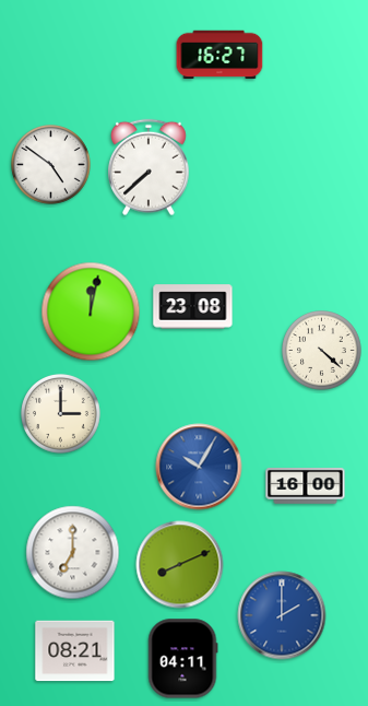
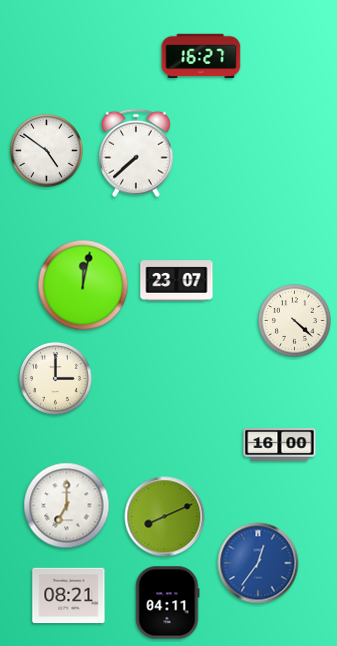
clock at (219, 55) position: (219, 55) -> (201, 56)
clock at (193, 307): 23:08 -> 23:07
clock at (199, 467): 10:05 -> none
clock at (282, 615): 2:00 -> 12:36
